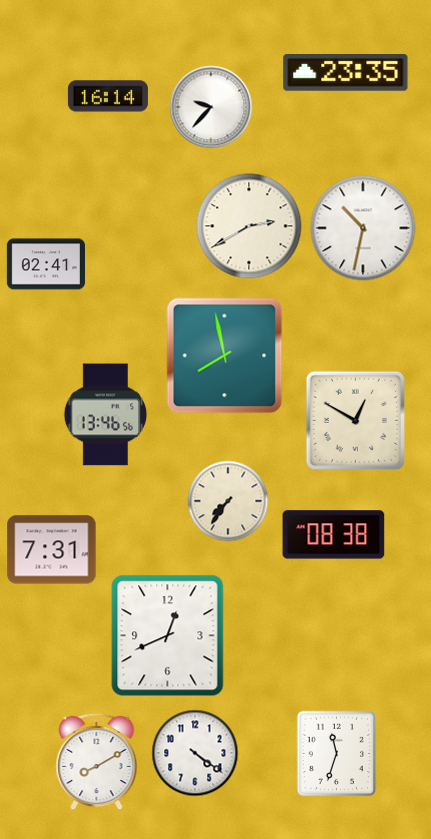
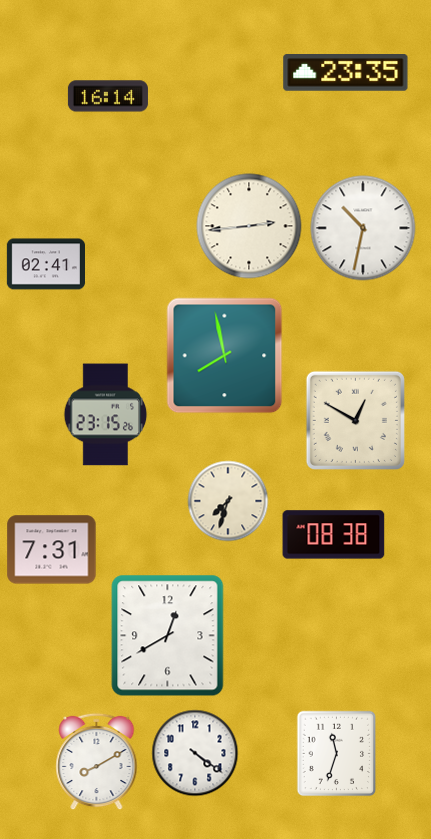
clock at (211, 107): 9:37 -> none
clock at (249, 226): 2:40 -> 2:44
clock at (106, 415): 13:46 -> 23:15
clock at (228, 501): 7:36 -> 7:33
clock at (168, 636): 12:41 -> 12:40
